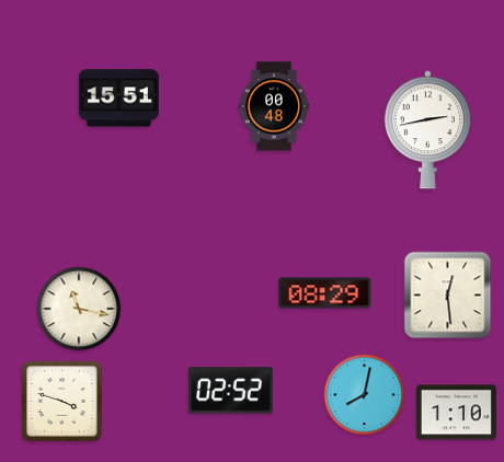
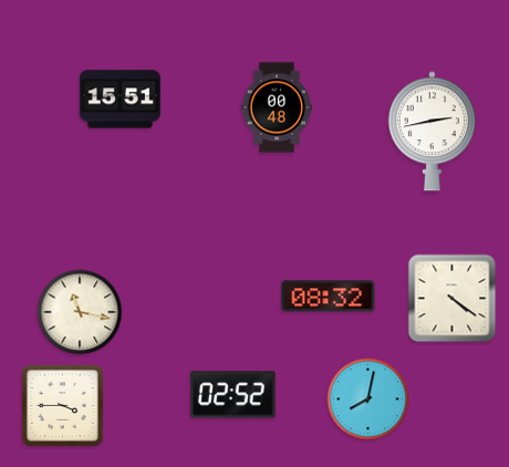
clock at (325, 293): 08:29 -> 08:32
clock at (448, 296): 12:29 -> 4:21
clock at (61, 401): 3:48 -> 3:45
clock at (456, 413): 1:10 -> none
